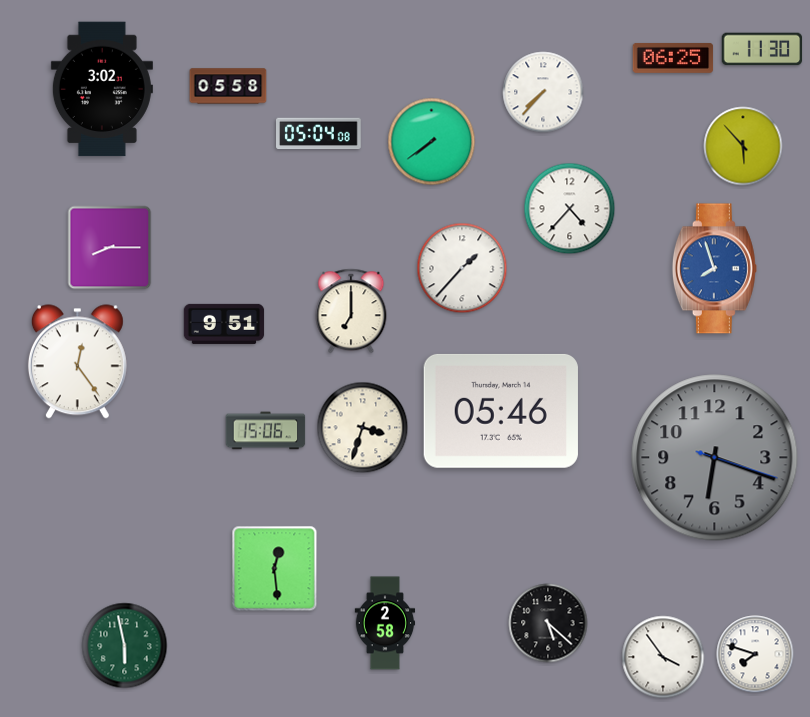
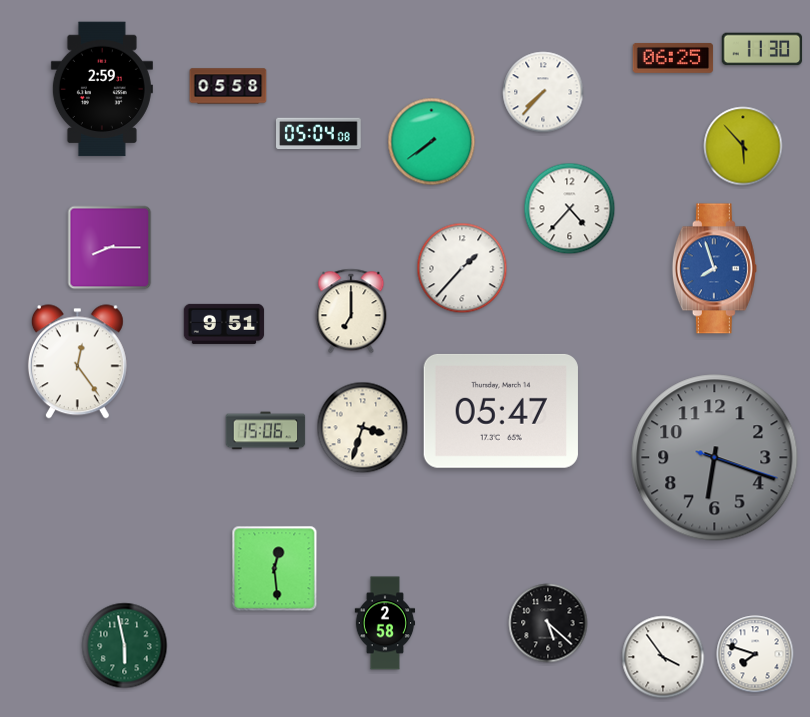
clock at (102, 89): 3:02 -> 2:59
clock at (501, 411): 05:46 -> 05:47
